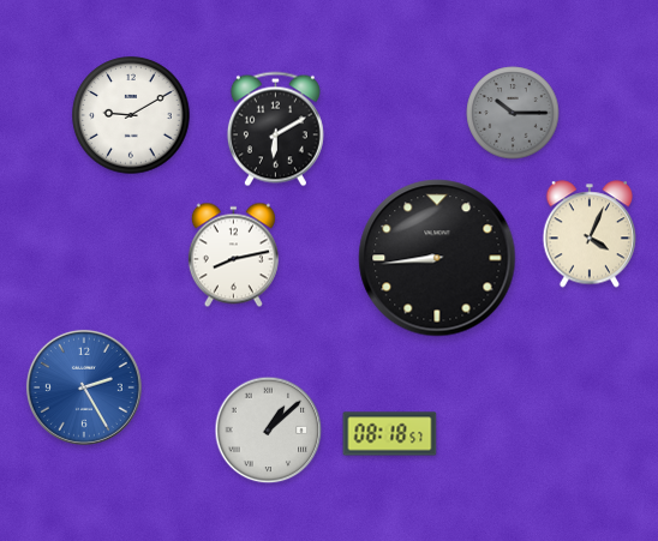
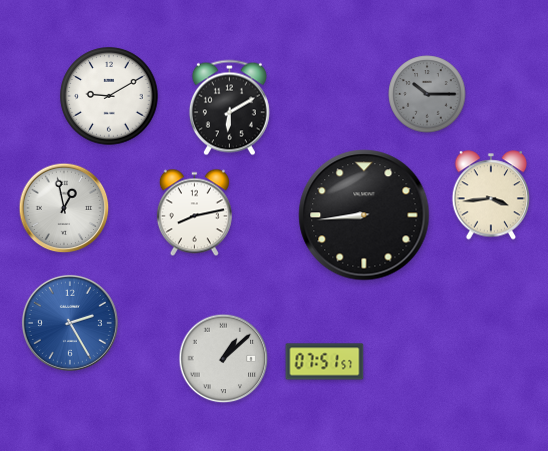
clock at (590, 234): 4:04 -> 3:44
clock at (64, 208): none -> 12:58
clock at (390, 434): 08:18 -> 07:51
